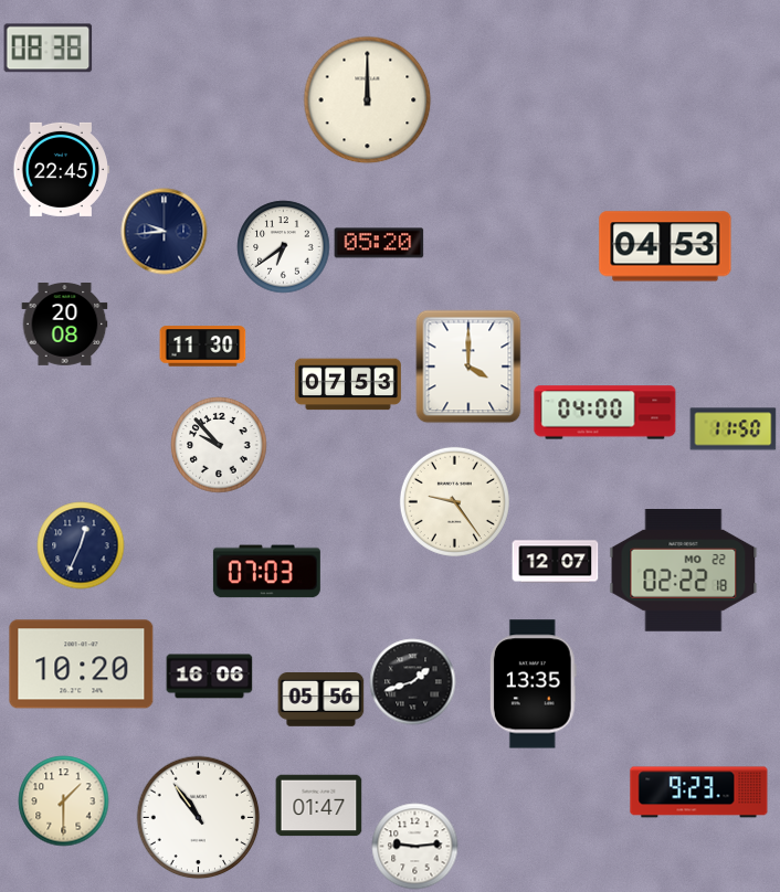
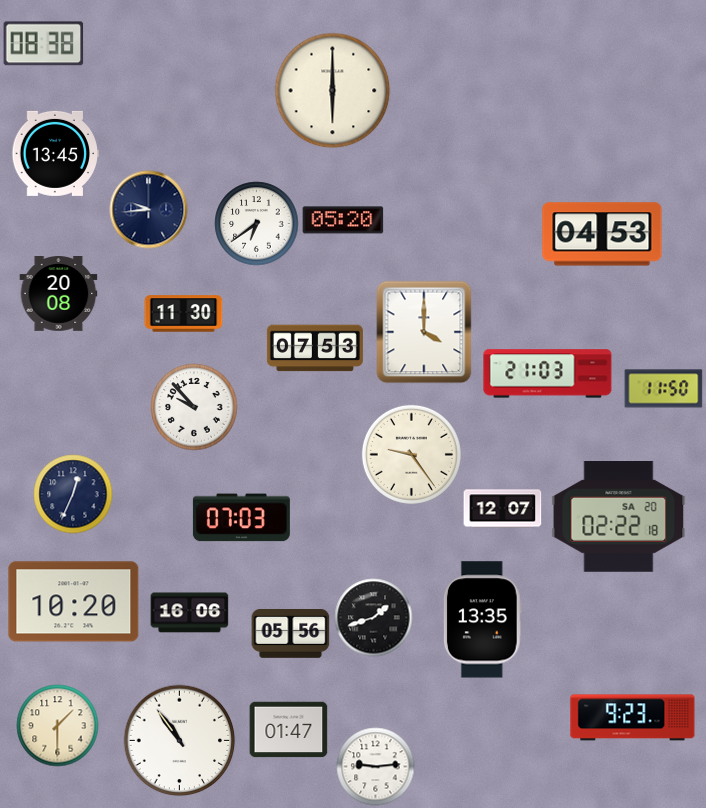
clock at (367, 99): 12:00 -> 6:00
clock at (61, 169): 22:45 -> 13:45
clock at (665, 246) position: (665, 246) -> (602, 234)
clock at (605, 413): 04:00 -> 21:03
clock at (219, 445) position: (219, 445) -> (194, 407)
clock at (684, 571) date: MO 22 -> SA 20
